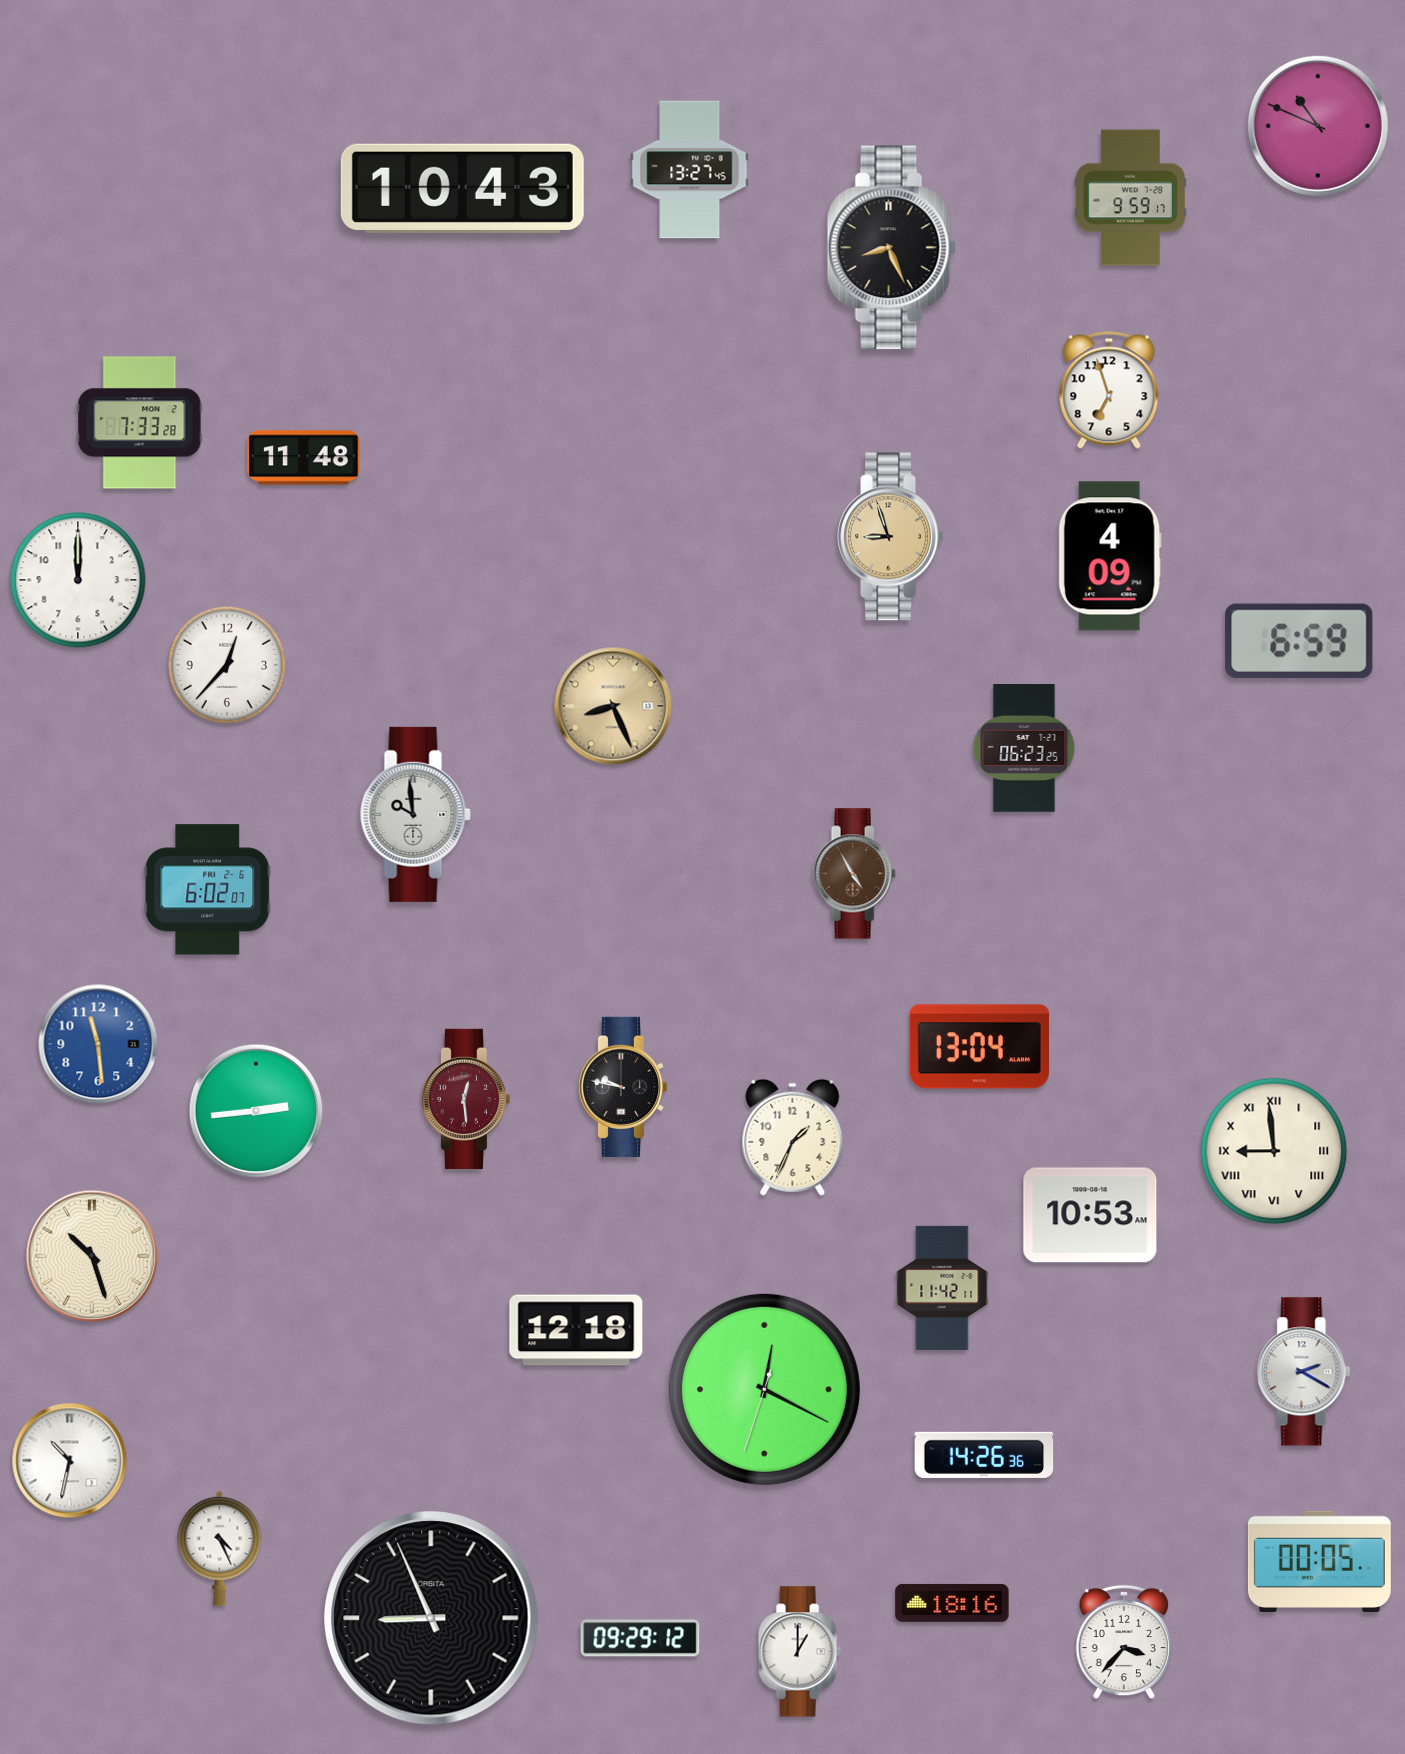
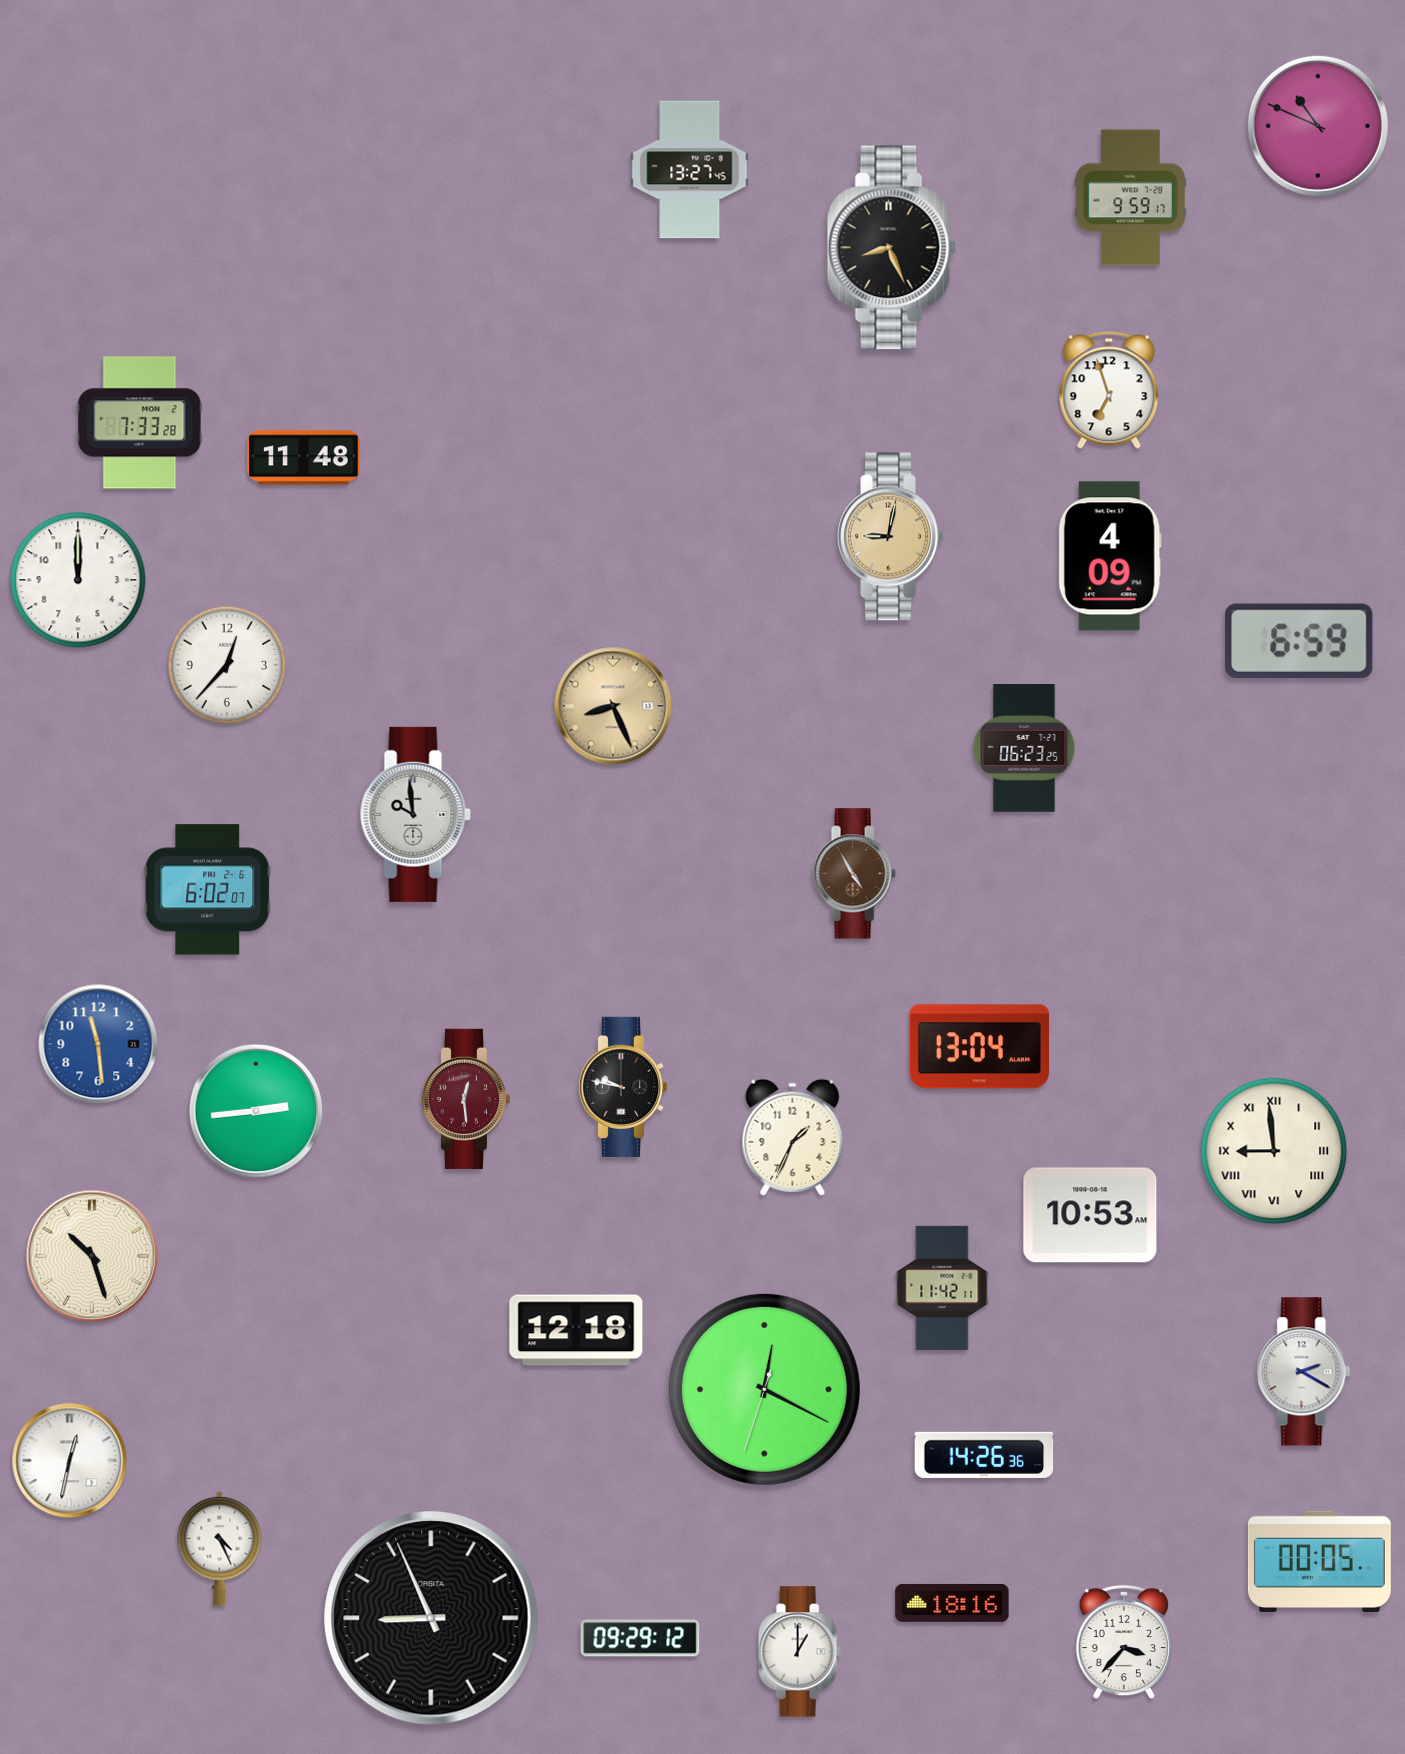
clock at (462, 188): 10:43 -> none
clock at (890, 537): 8:57 -> 9:02
clock at (70, 1461): 10:32 -> 12:32
